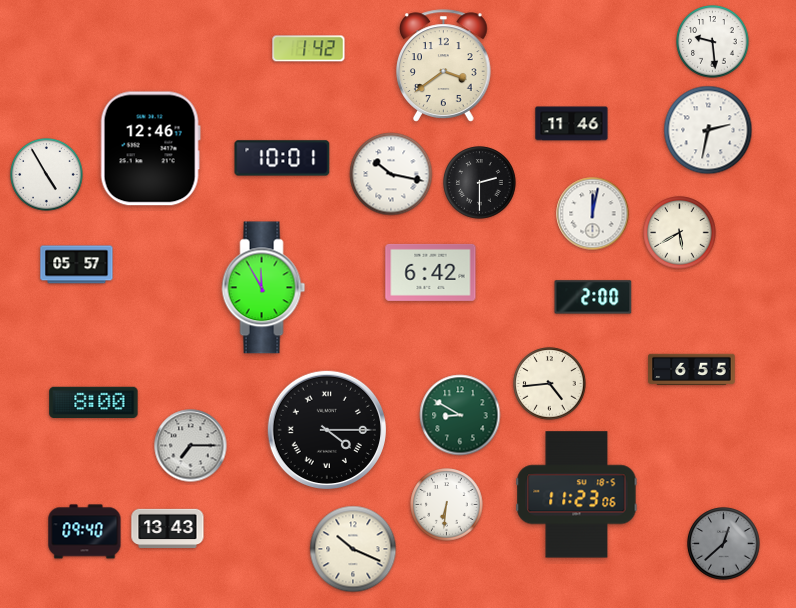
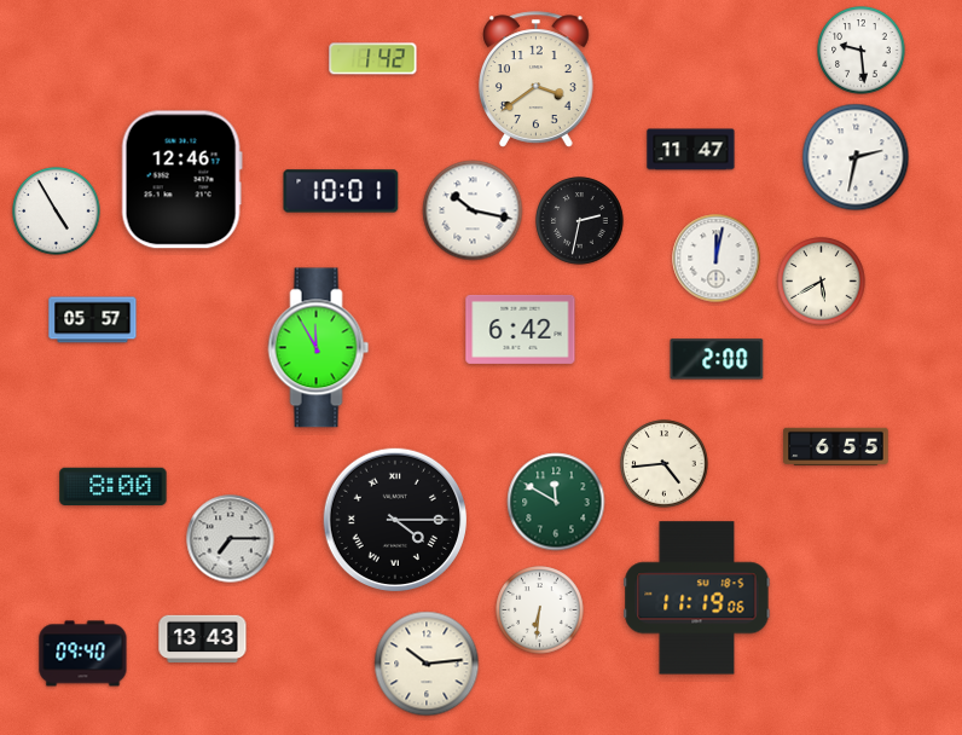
clock at (572, 124): 11:46 -> 11:47
clock at (480, 183): 2:30 -> 2:32
clock at (460, 415): 8:50 -> 11:50
clock at (577, 495): 11:23 -> 11:19
clock at (85, 532) position: (85, 532) -> (83, 654)
clock at (724, 544): 12:38 -> none
clock at (353, 549): 10:19 -> 10:14
